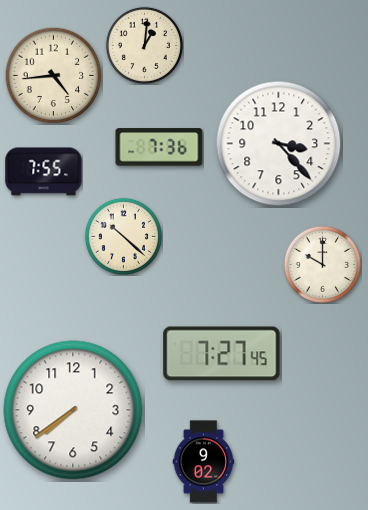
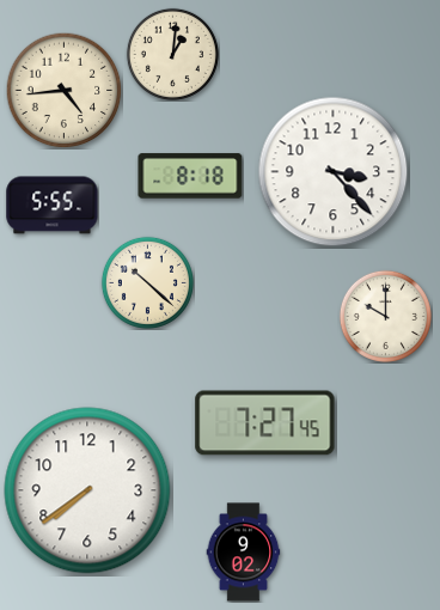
clock at (159, 147): 7:36 -> 8:18
clock at (44, 172): 7:55 -> 5:55
